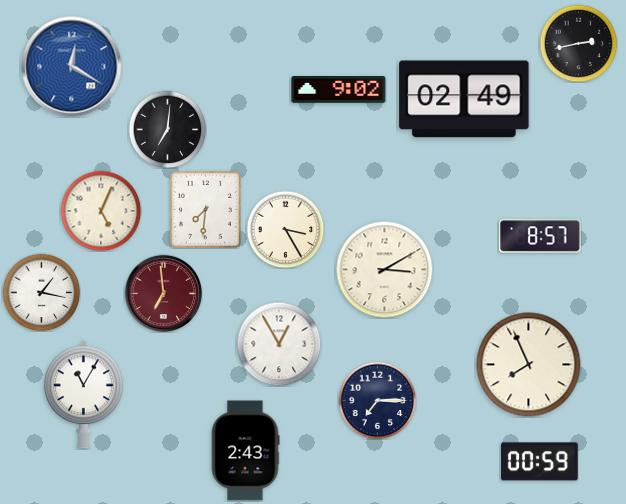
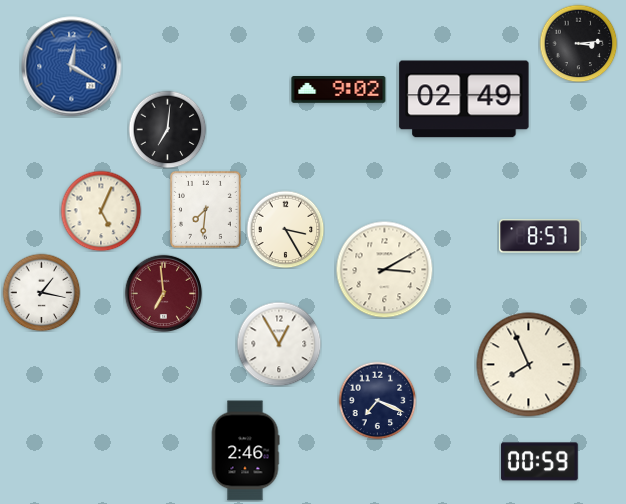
clock at (578, 43): 2:43 -> 3:14
clock at (84, 395): 11:05 -> none
clock at (377, 400): 7:15 -> 7:19
clock at (245, 451): 2:43 -> 2:46
